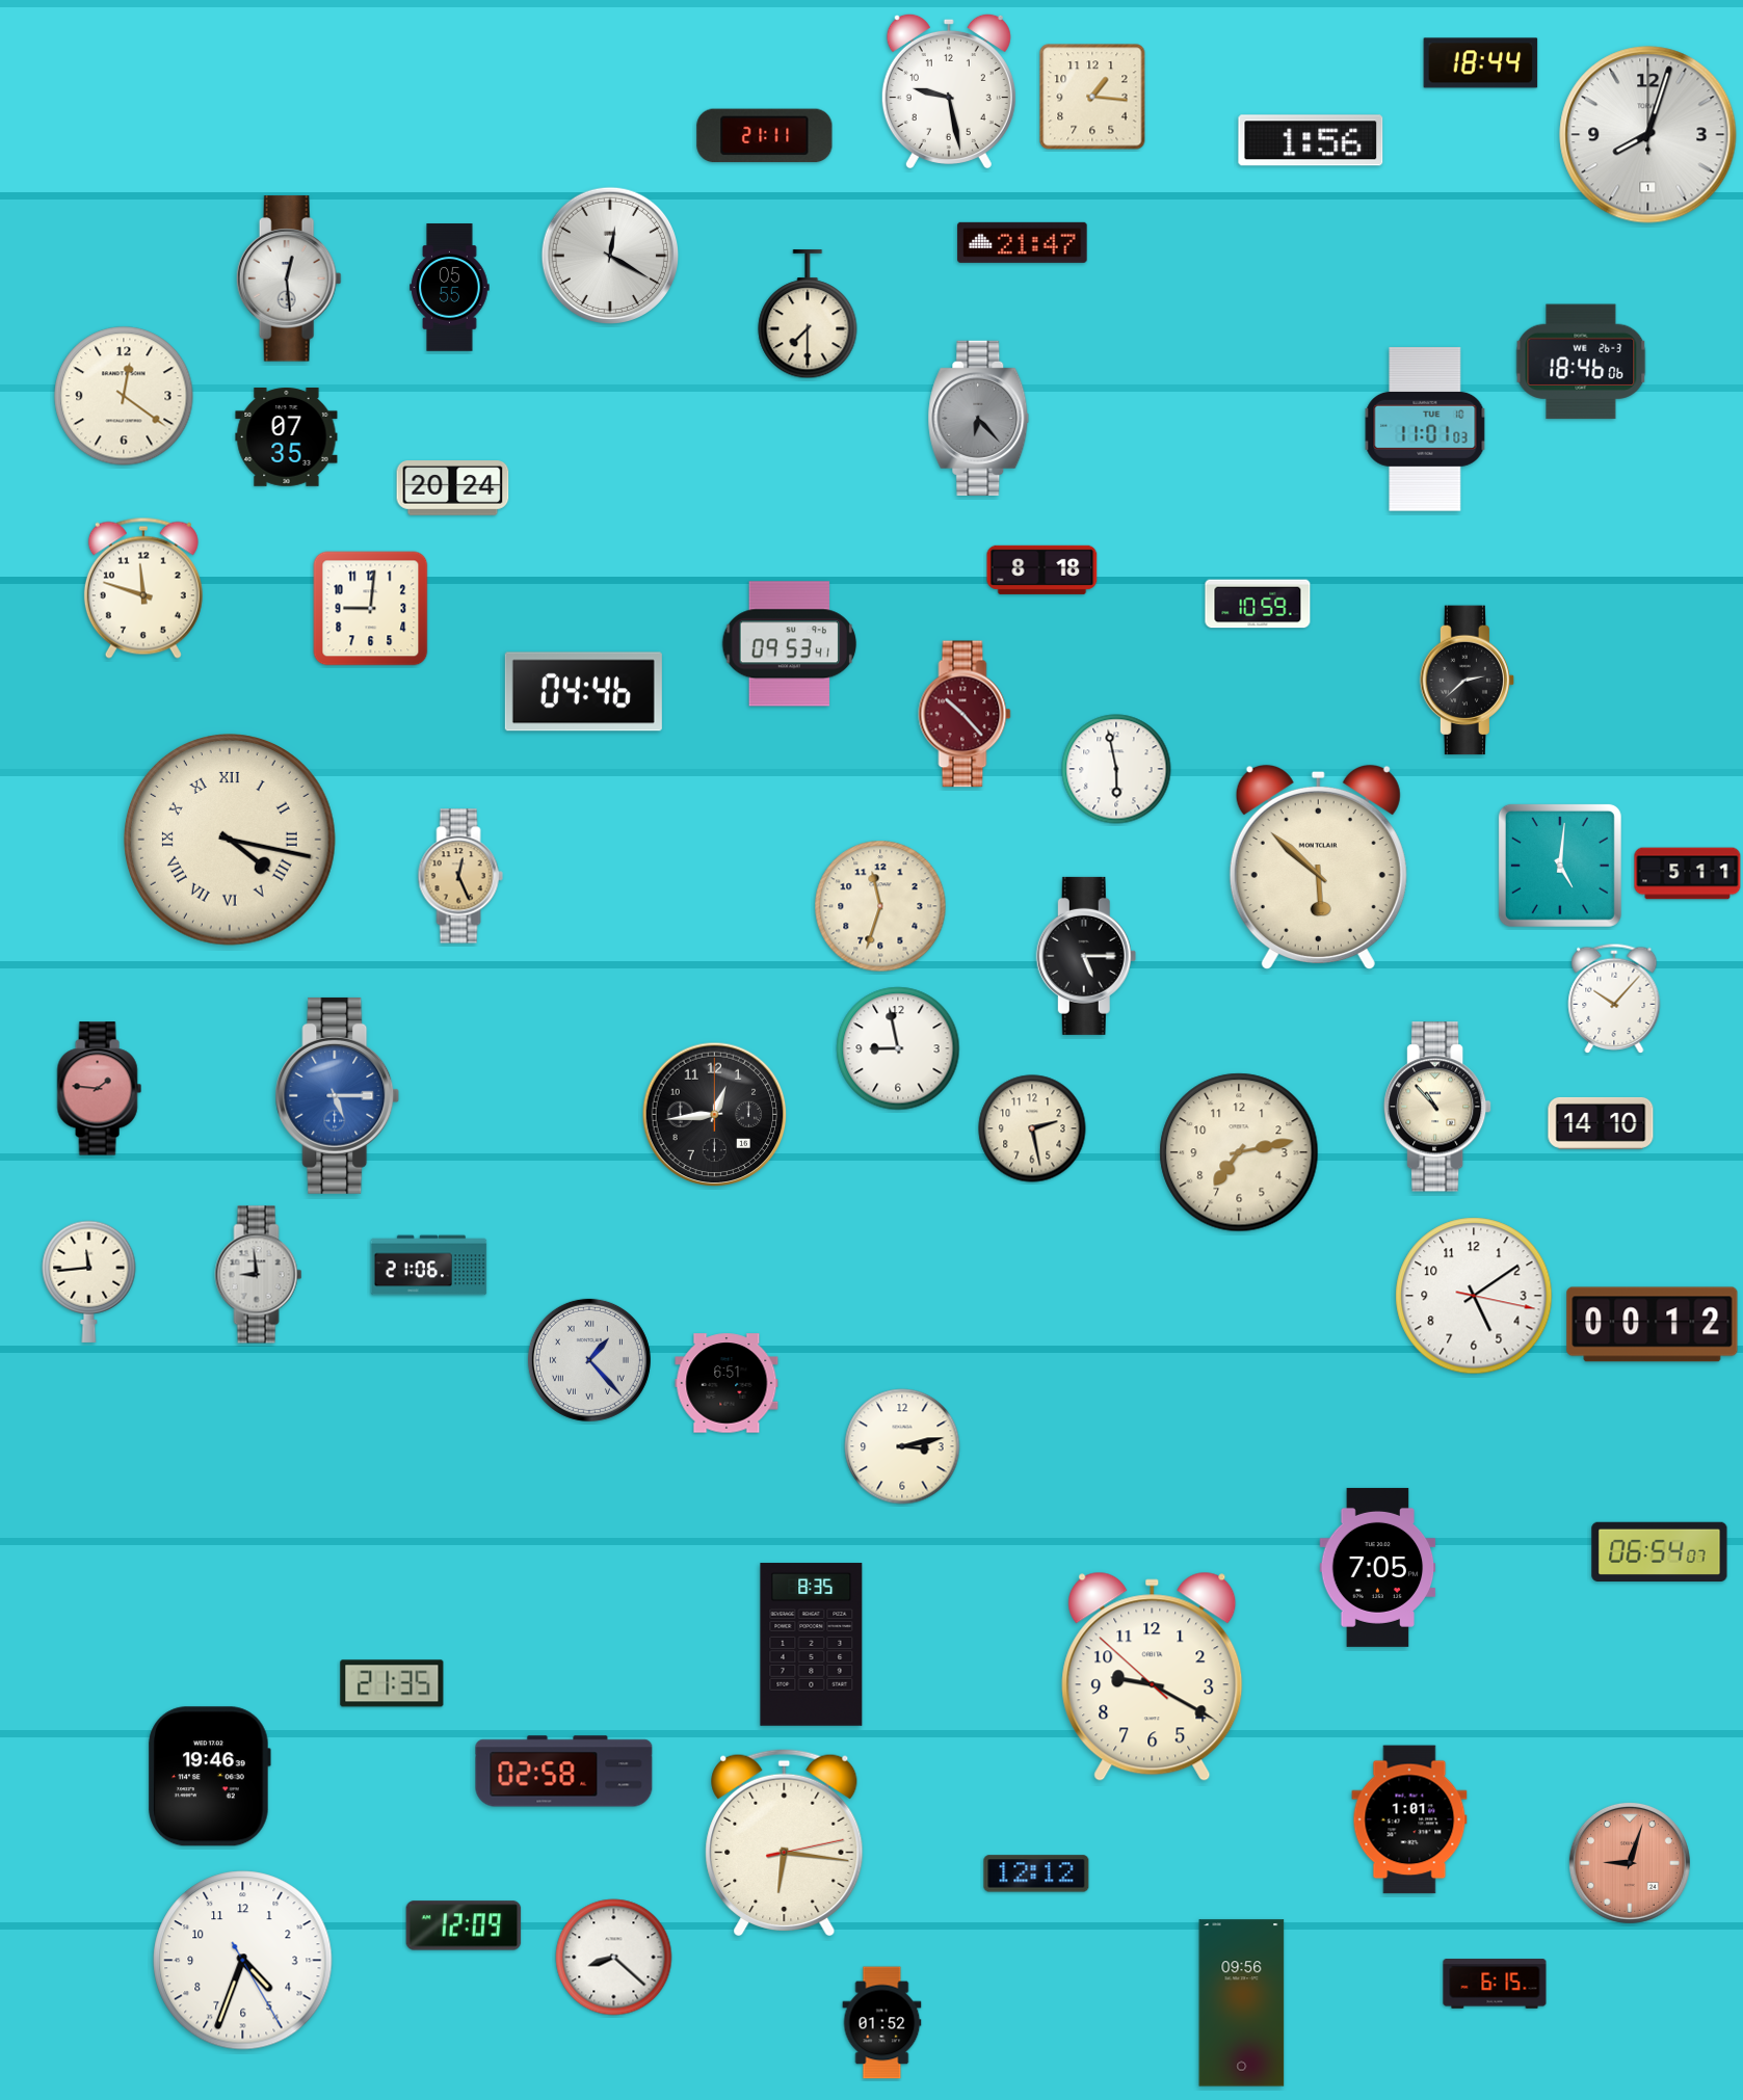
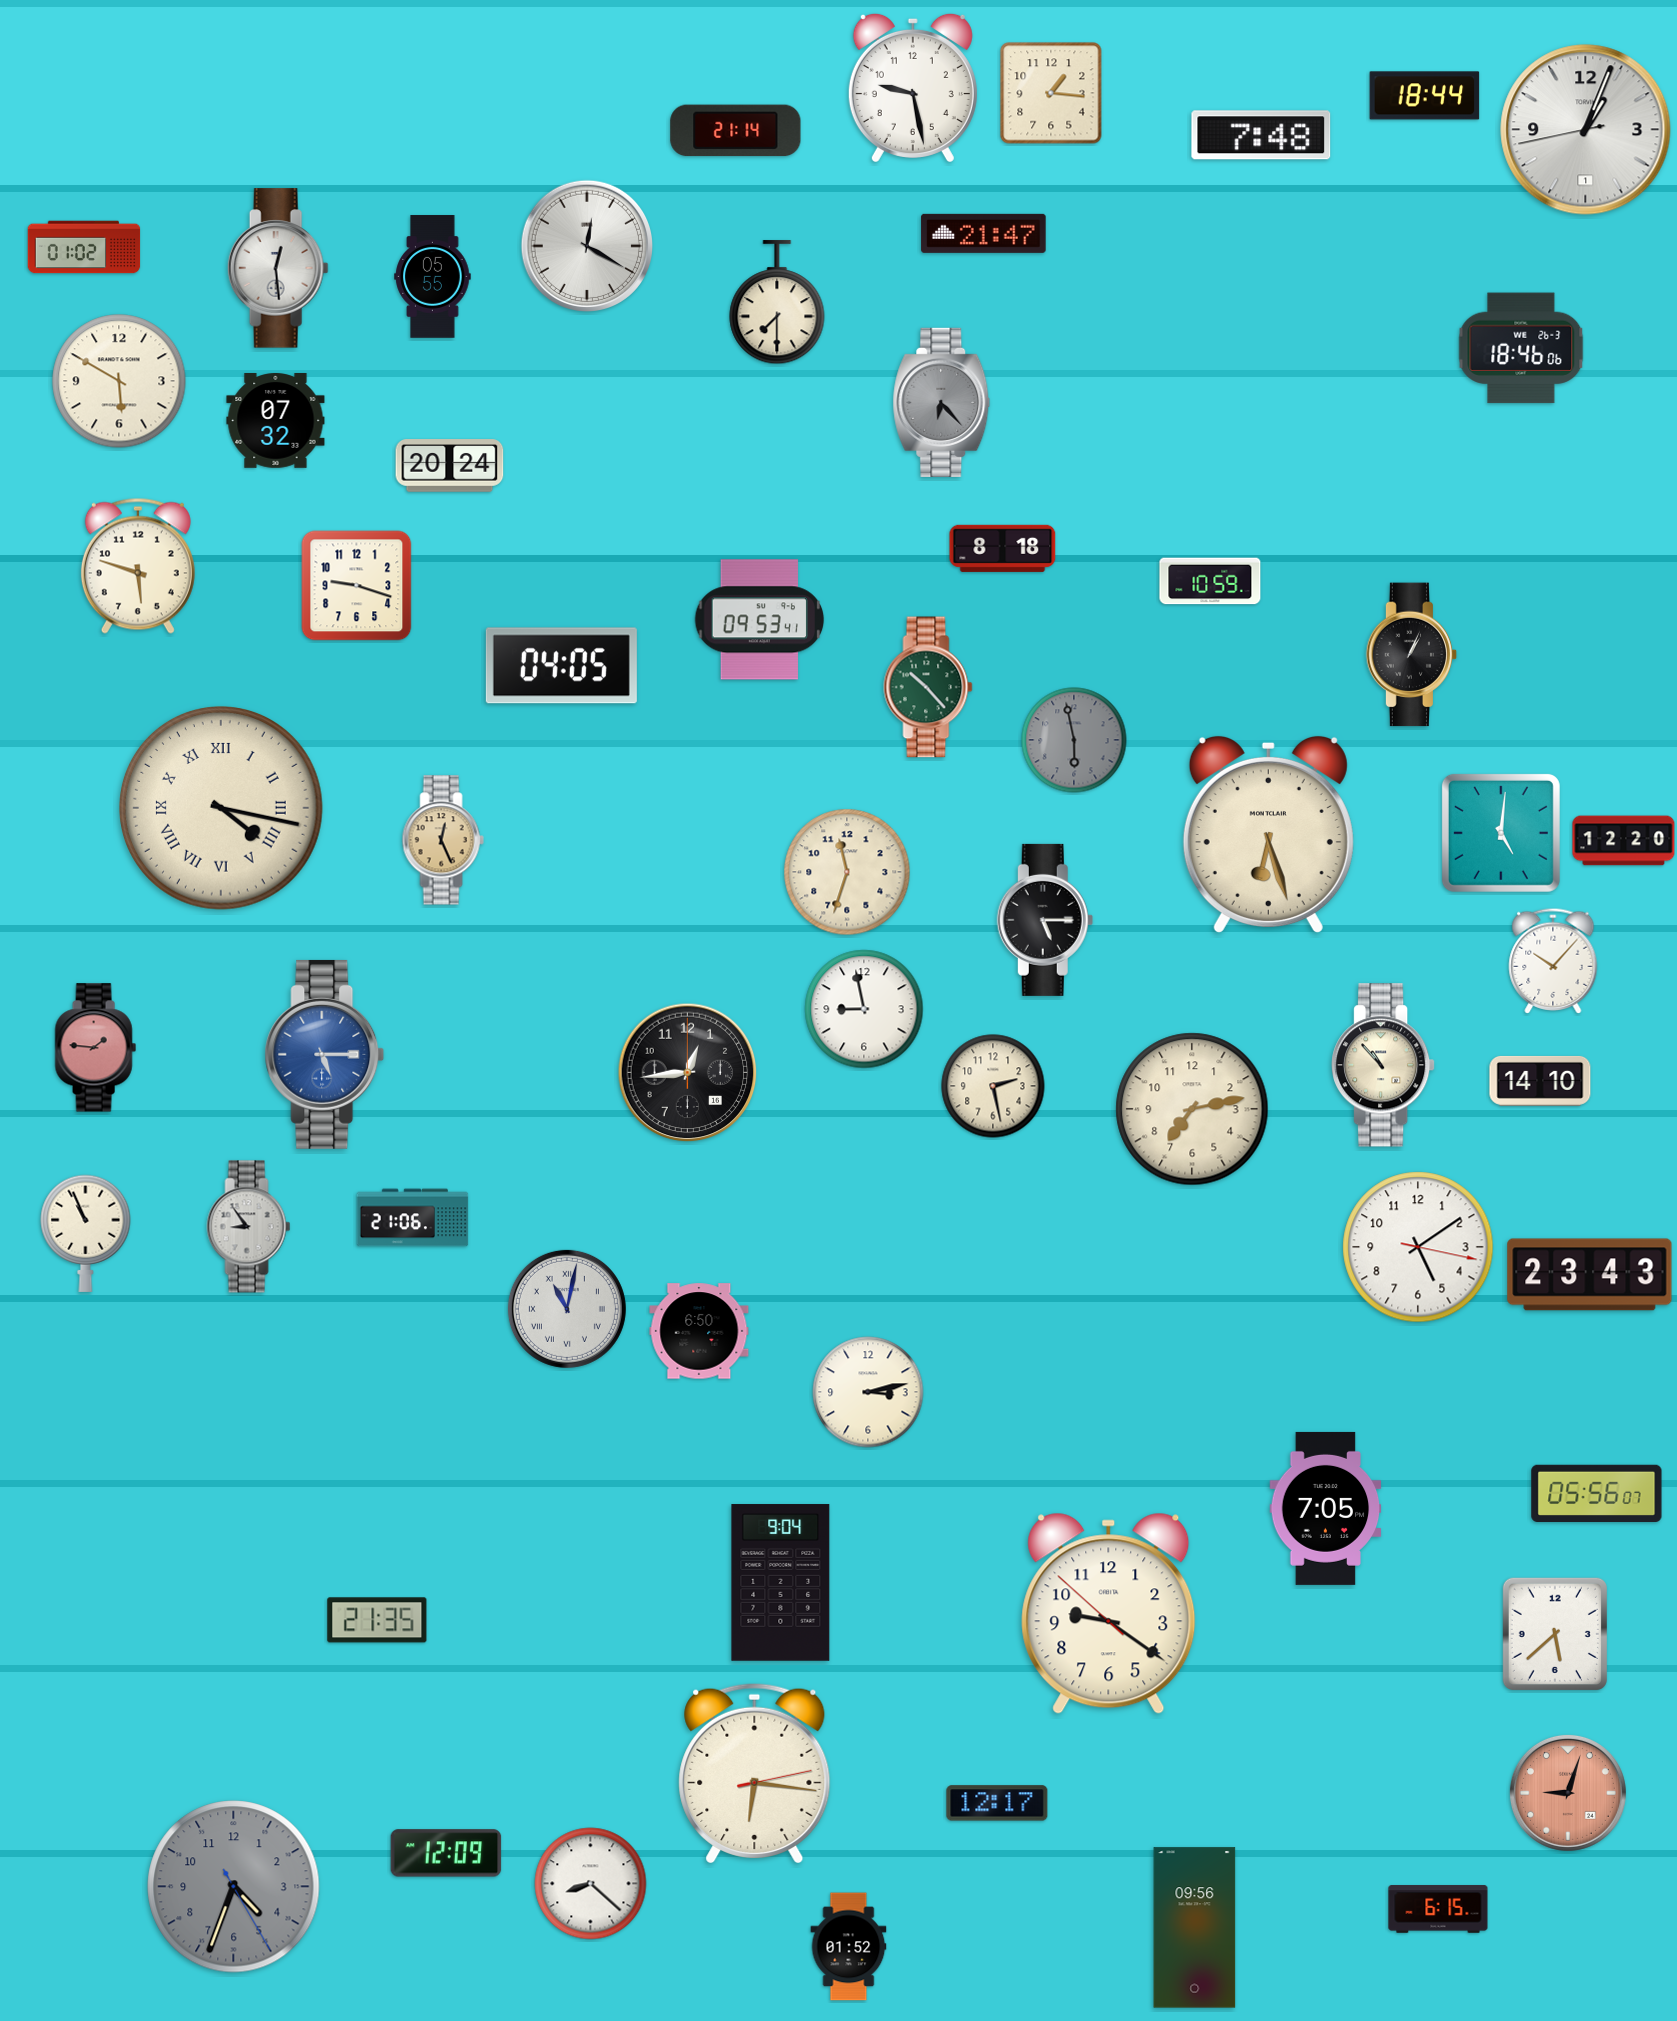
clock at (1481, 63) position: (1481, 63) -> (1425, 96)
clock at (1648, 135): 8:03 -> 1:03
clock at (765, 136): 21:11 -> 21:14
clock at (1311, 140): 1:56 -> 7:48
clock at (84, 247): none -> 01:02
clock at (124, 396): 12:21 -> 5:50
clock at (1425, 429): 11:01 -> none
clock at (287, 437): 07:35 -> 07:32
clock at (453, 488) position: (453, 488) -> (450, 466)
clock at (143, 588): 11:48 -> 5:48
clock at (371, 609): 9:01 -> 9:18
clock at (1468, 681): 2:38 -> 1:04
clock at (583, 692): 04:46 -> 04:05
clock at (965, 714) dial: burgundy -> green
clock at (1116, 769) dial: white -> grey
clock at (1318, 867): 5:52 -> 6:27
clock at (1688, 874): 5:11 -> 12:20
clock at (460, 876) position: (460, 876) -> (443, 840)
clock at (259, 1275): 8:59 -> 8:54
clock at (89, 1281): 11:44 -> 10:56
clock at (1653, 1325): 00:12 -> 23:43
clock at (589, 1360): 1:23 -> 11:02
clock at (727, 1383): 6:51 -> 6:50
clock at (1660, 1551): 06:54 -> 05:56
clock at (812, 1645): 8:35 -> 9:04
clock at (1153, 1676): 9:19 -> 9:20
clock at (1555, 1634): none -> 5:38
clock at (564, 1772): 02:58 -> none
clock at (209, 1777): 19:46 -> none
clock at (1409, 1819): 1:01 -> none
clock at (1036, 1873): 12:12 -> 12:17
clock at (243, 1961) dial: white -> grey
